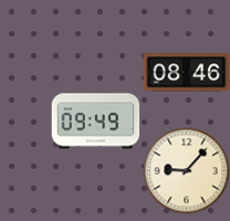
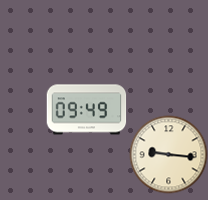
clock at (186, 73): 08:46 -> none
clock at (186, 170): 9:07 -> 9:16
